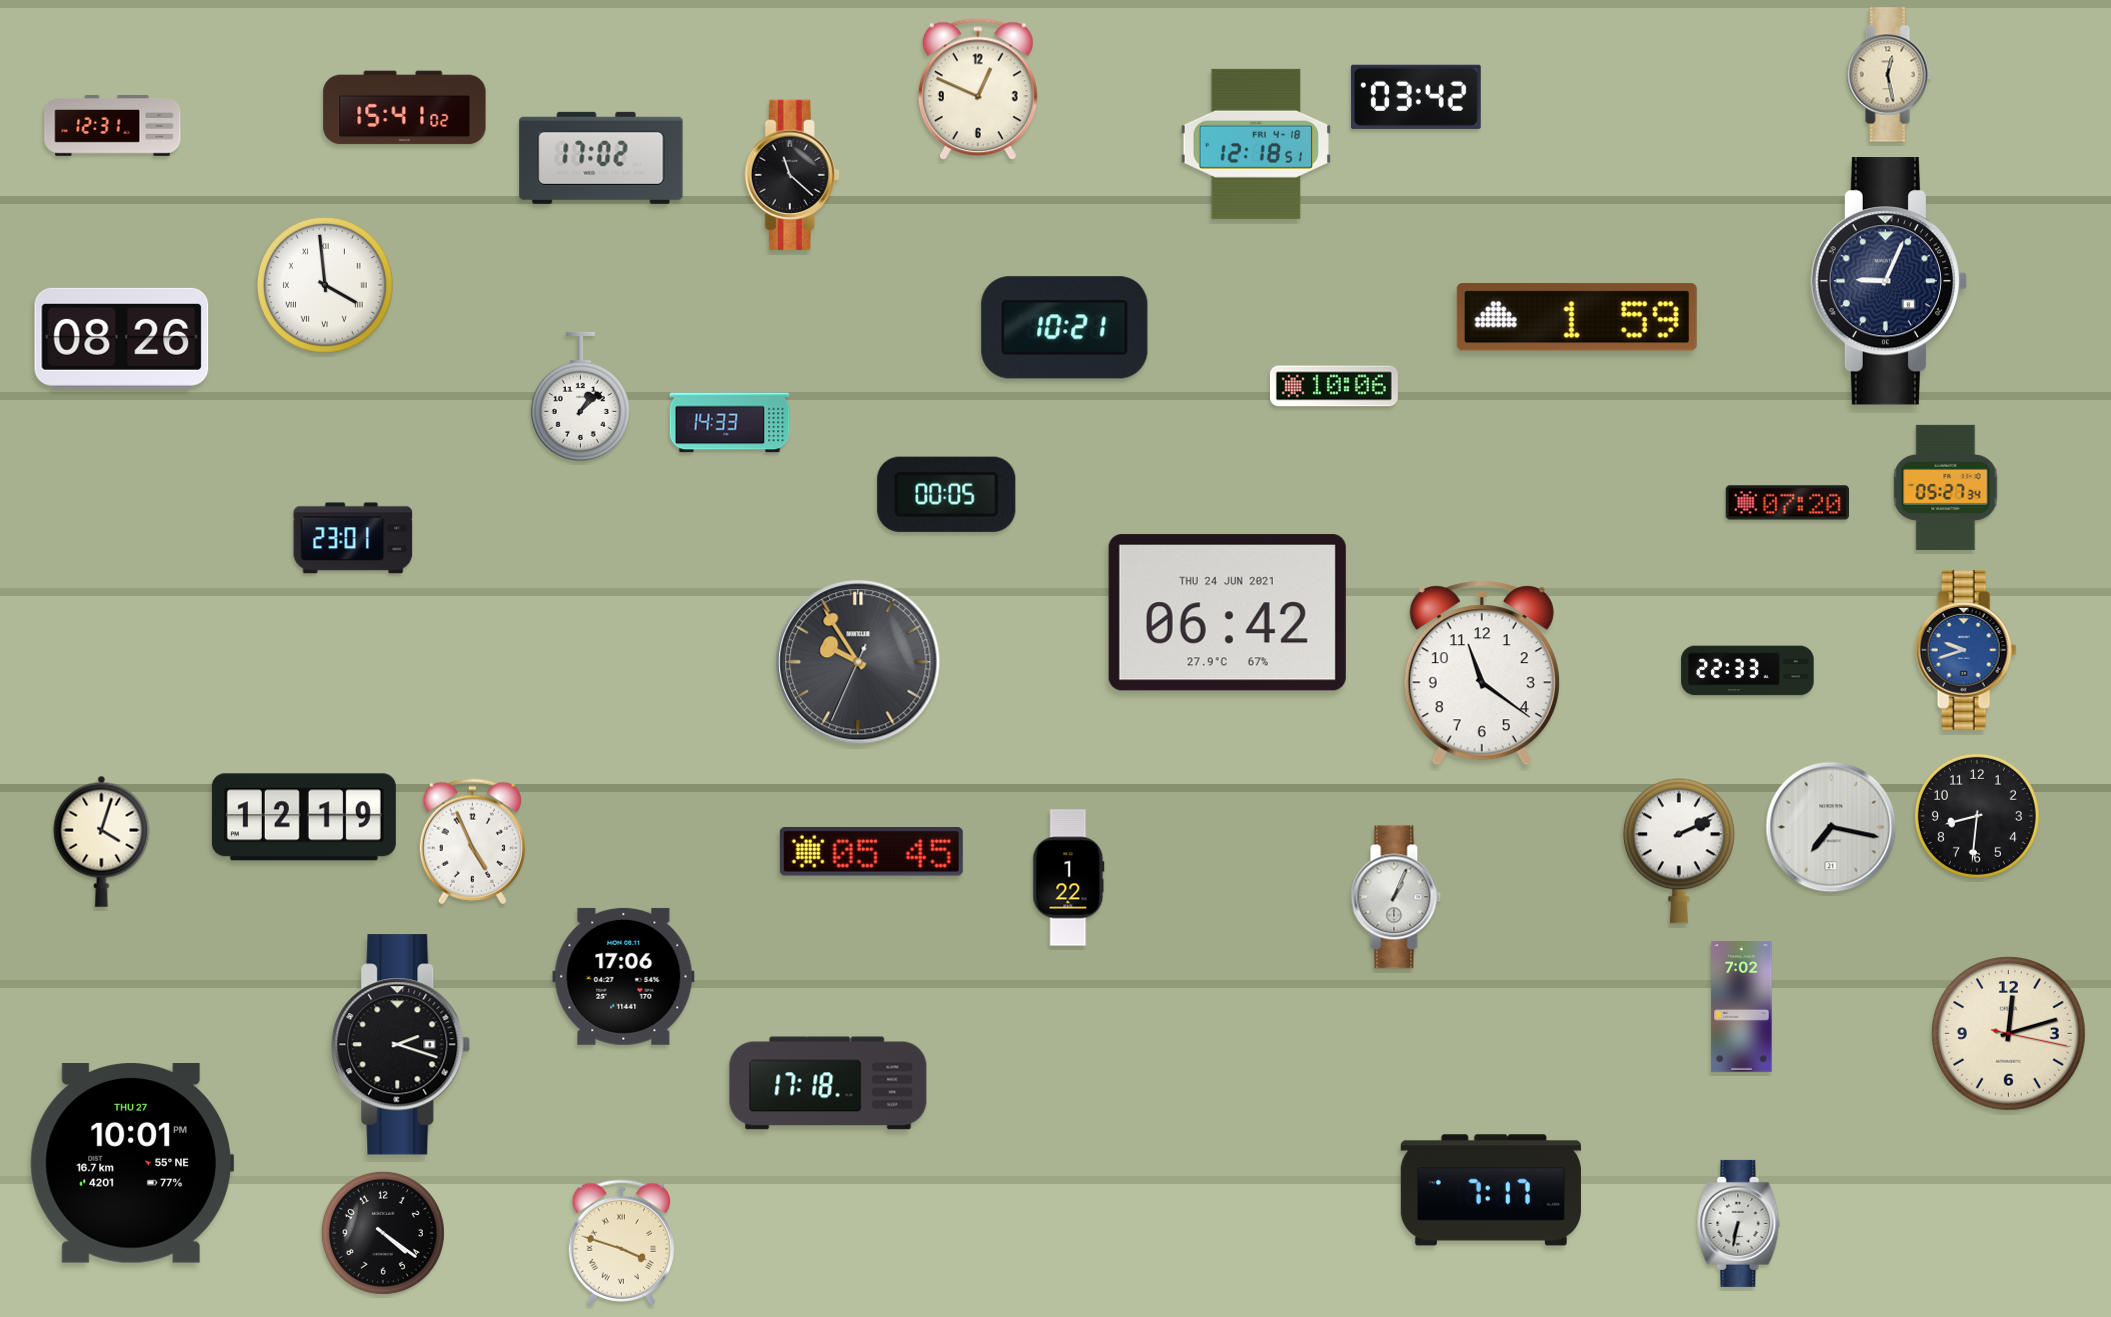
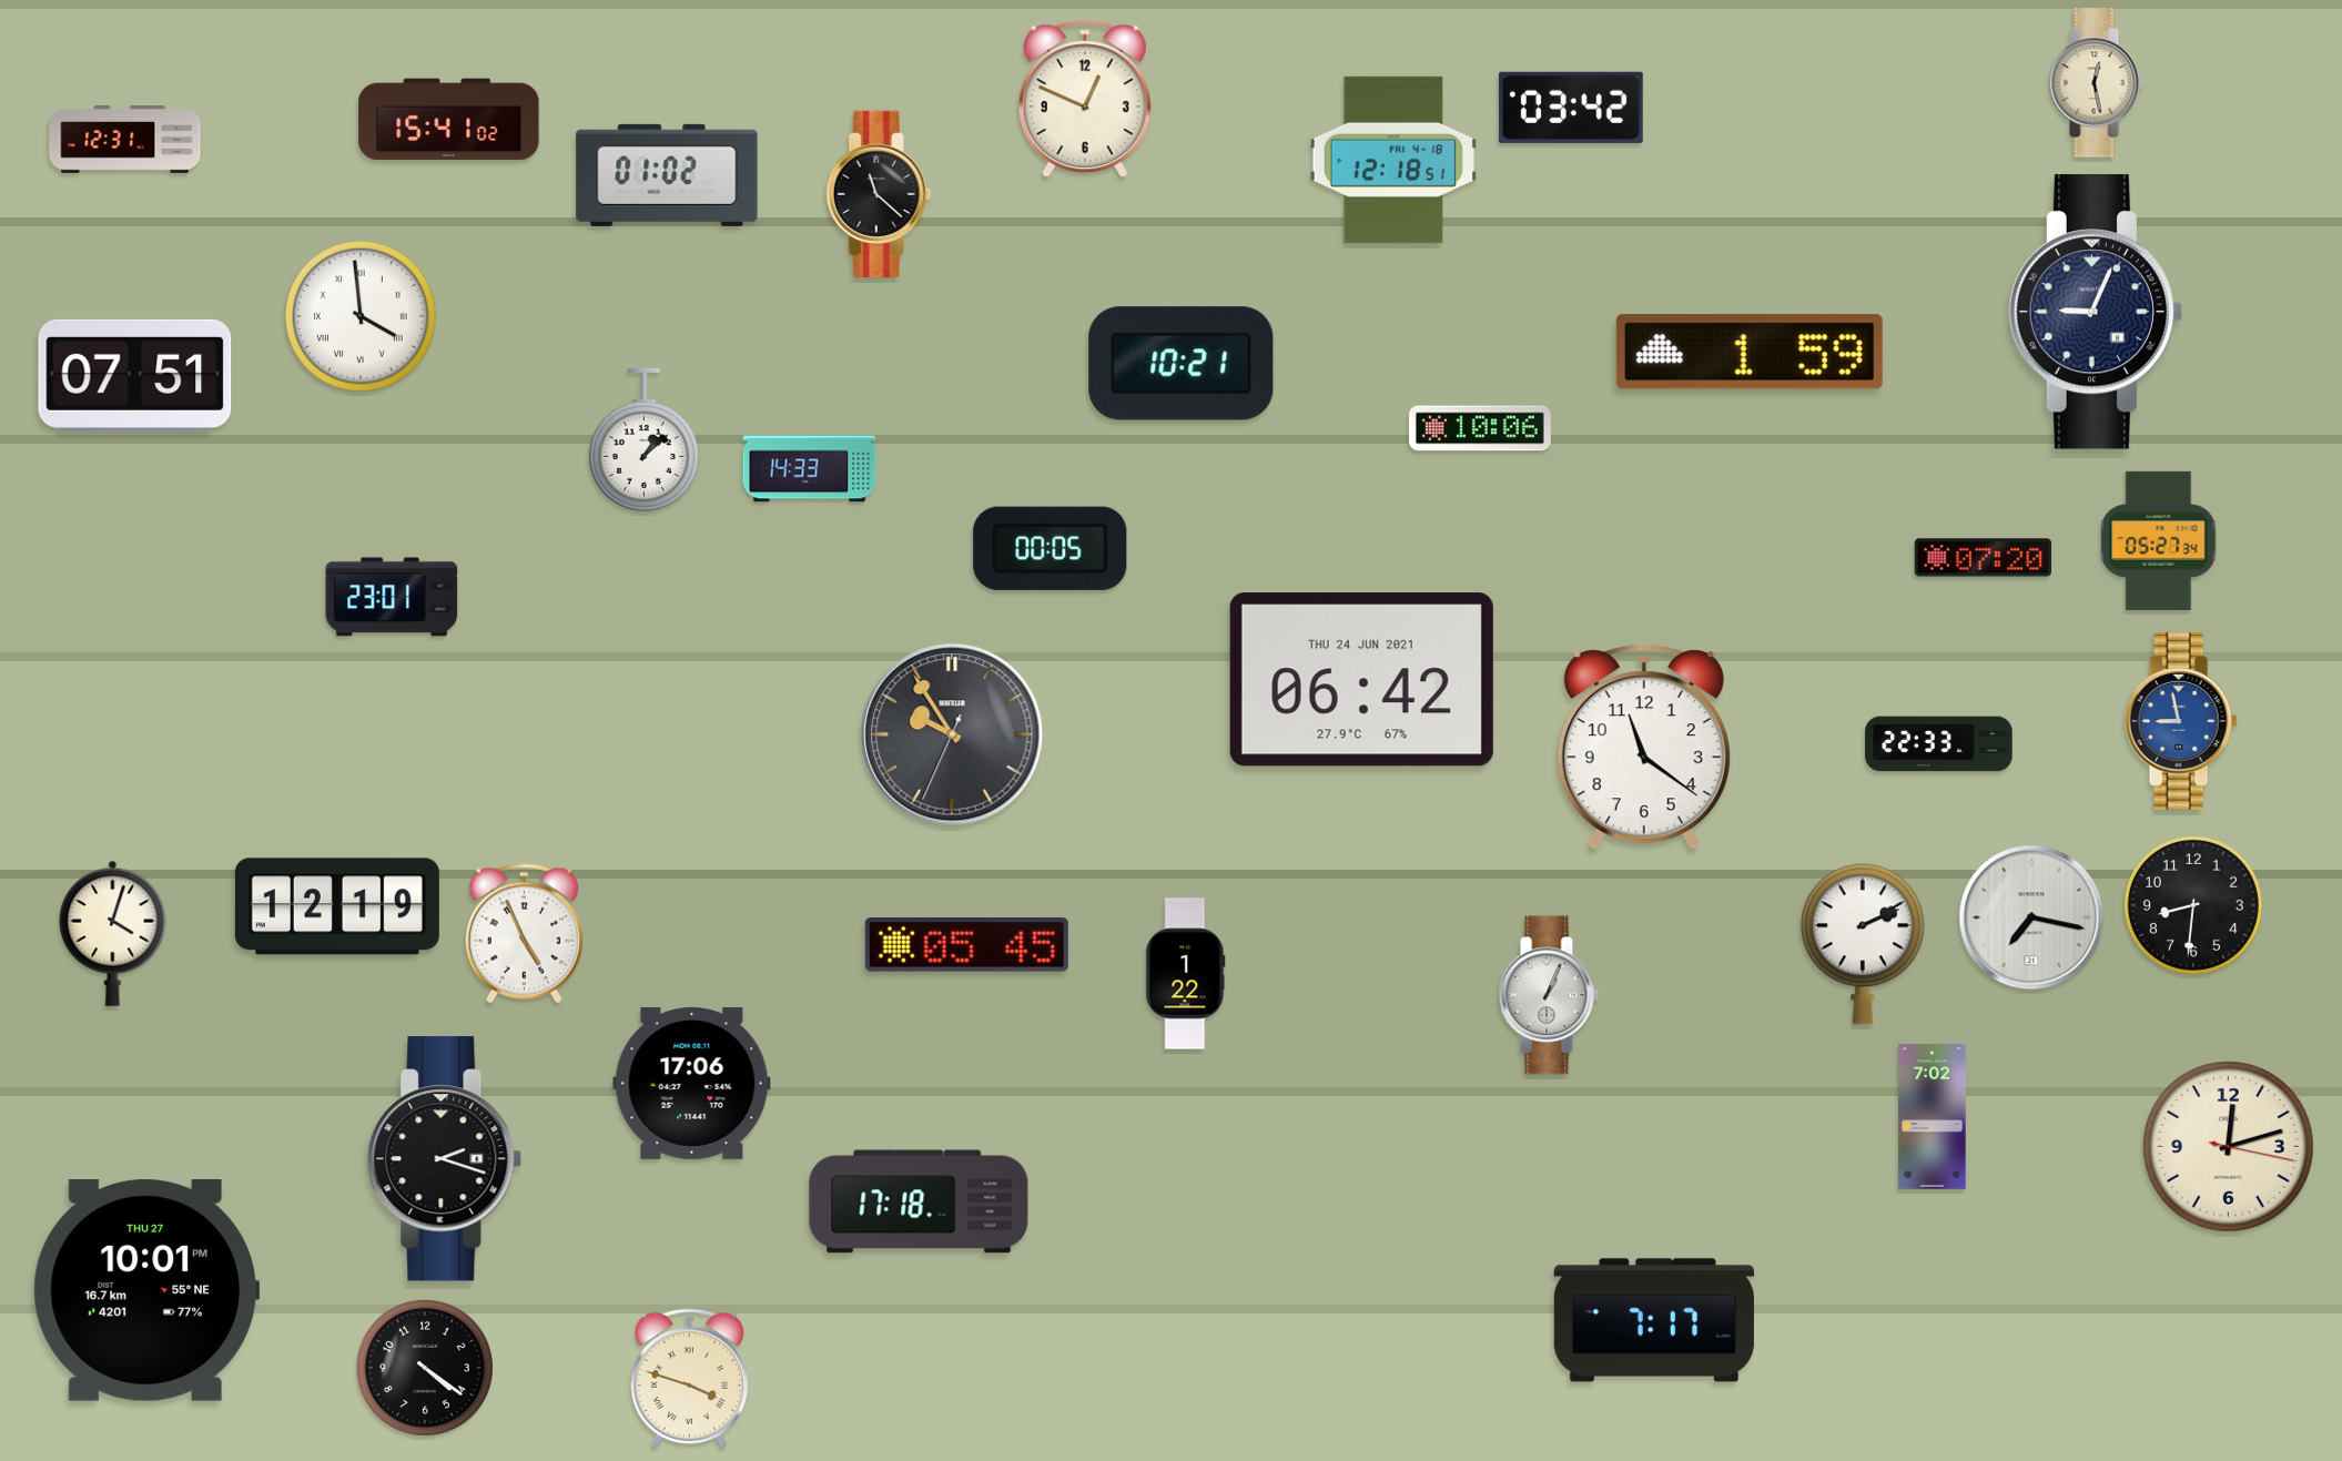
clock at (601, 158): 17:02 -> 01:02
clock at (122, 338): 08:26 -> 07:51
clock at (1966, 651): 9:42 -> 8:58
clock at (1739, 1223): 6:32 -> none
